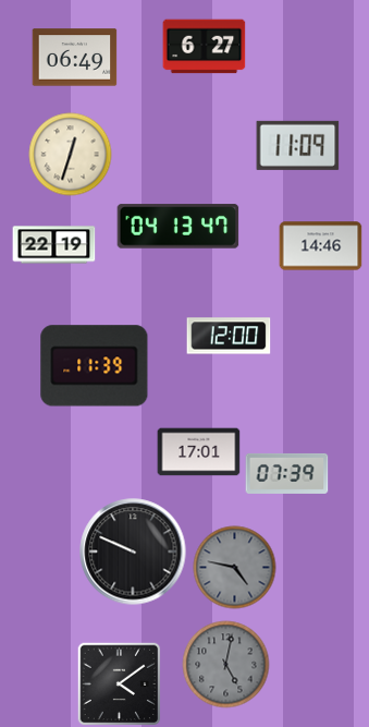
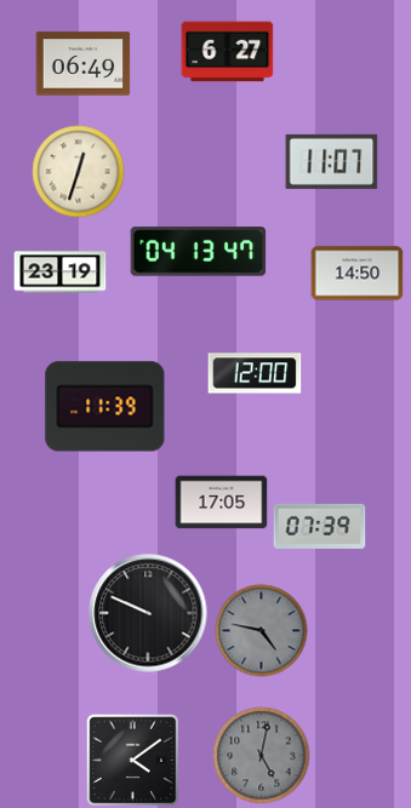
clock at (298, 145): 11:09 -> 11:07
clock at (54, 245): 22:19 -> 23:19
clock at (321, 246): 14:46 -> 14:50
clock at (199, 452): 17:01 -> 17:05
clock at (226, 665) position: (226, 665) -> (262, 756)
